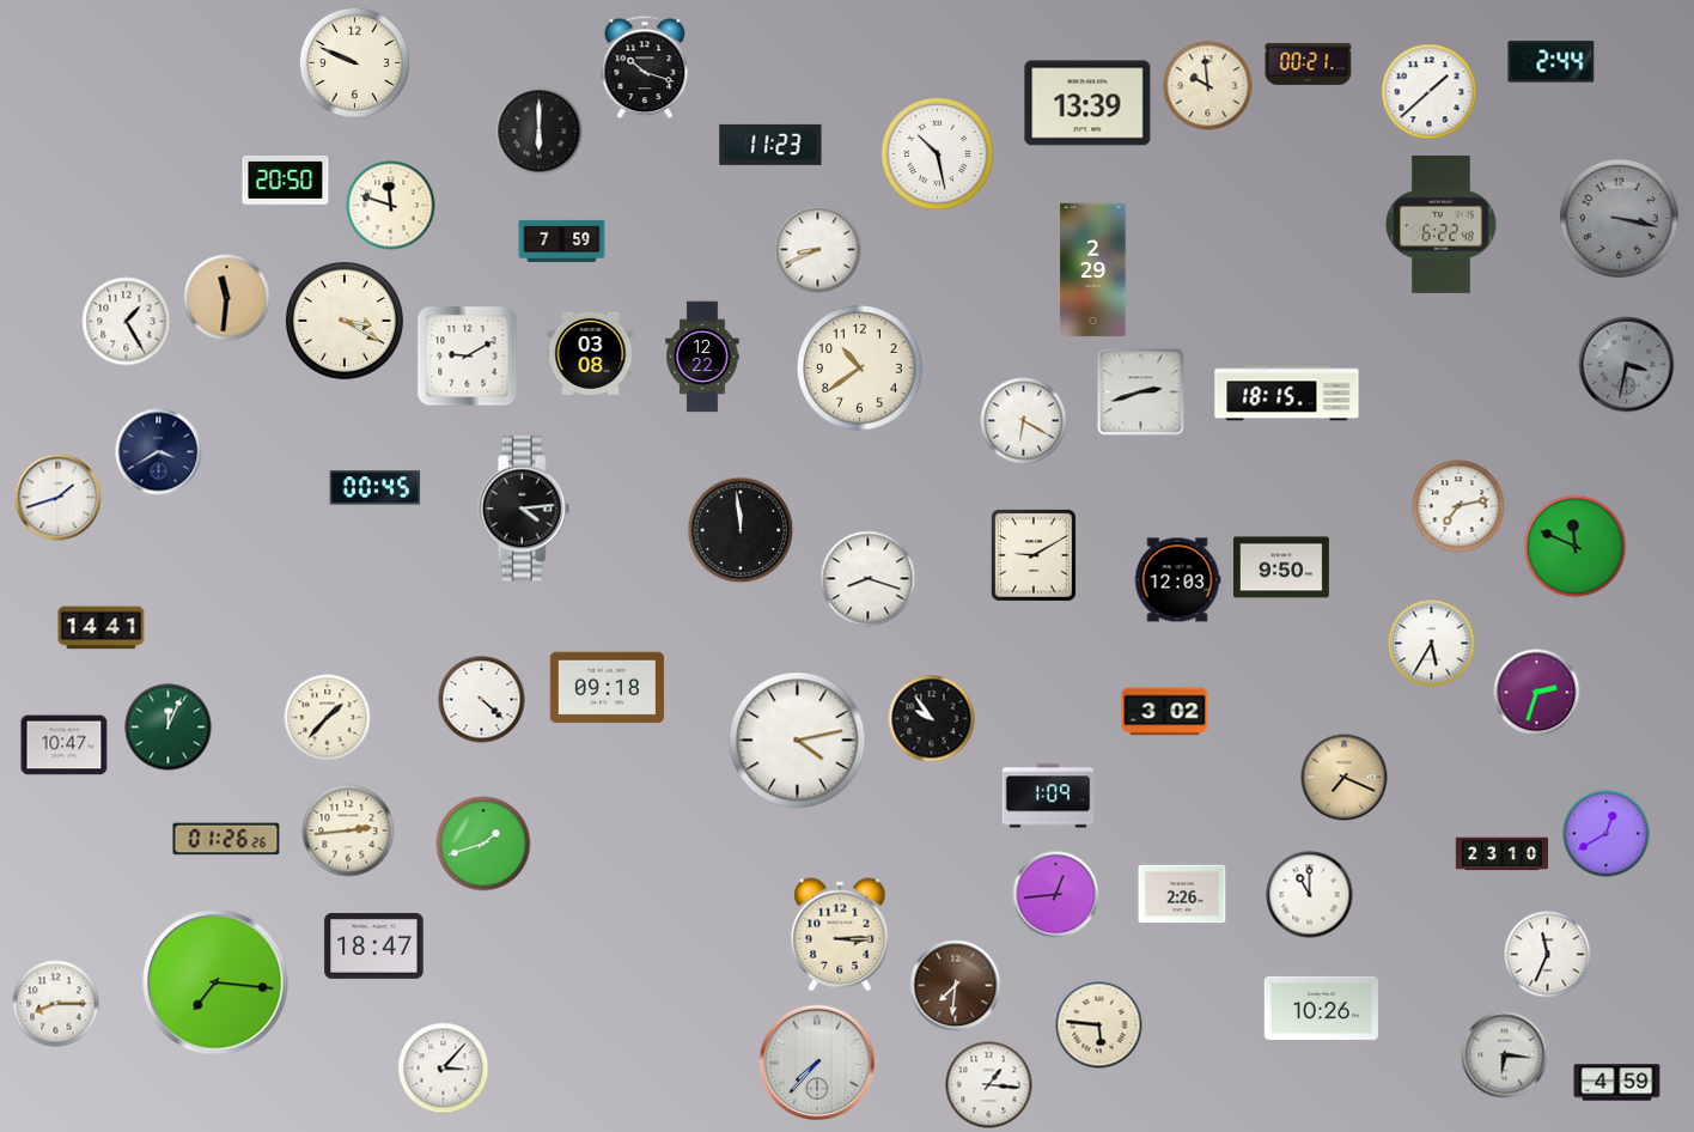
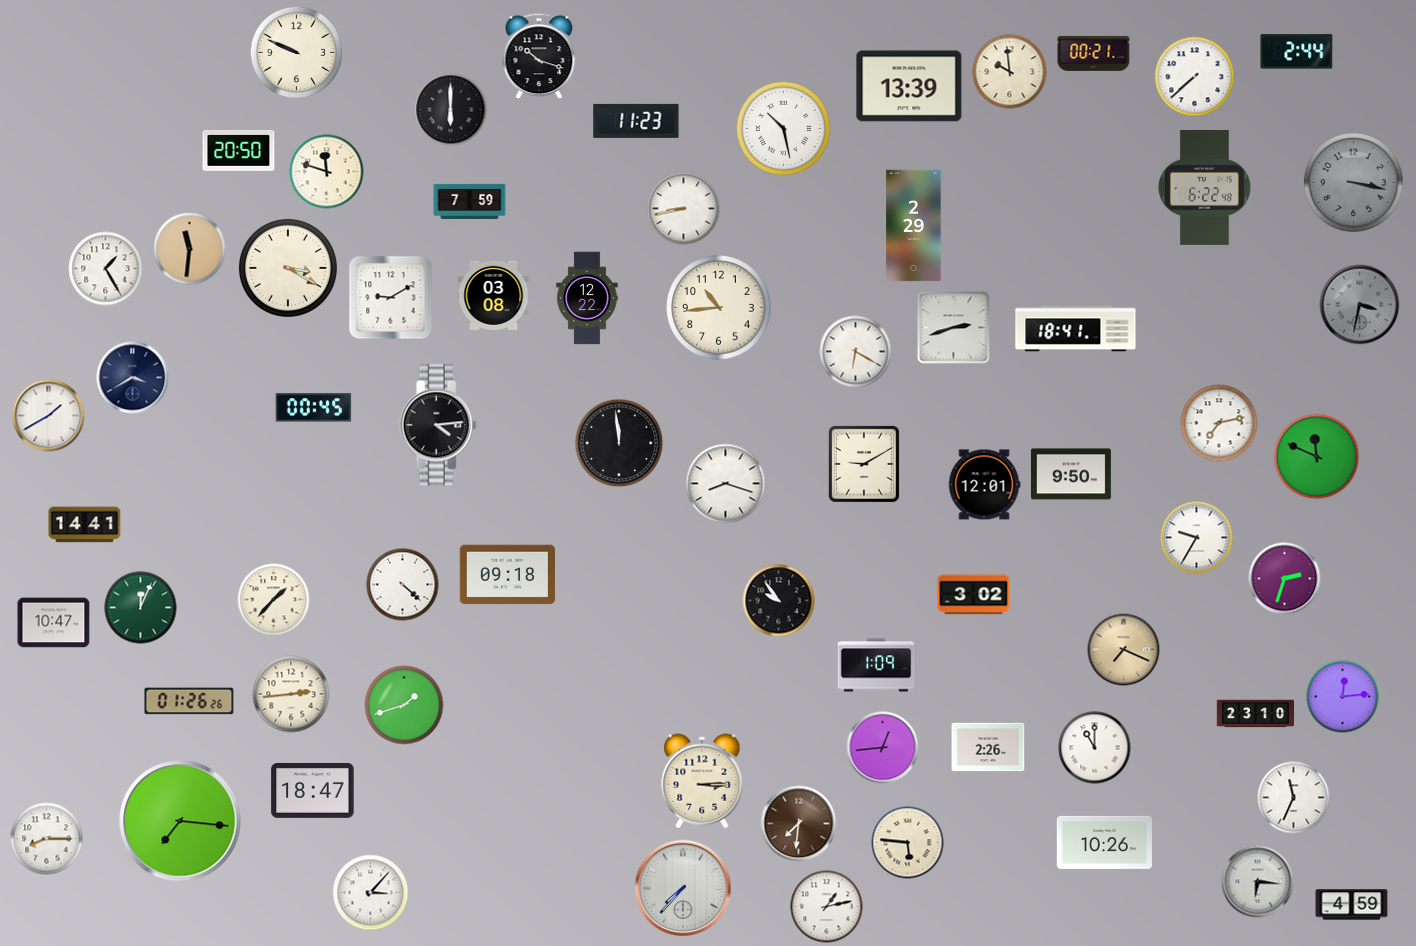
clock at (1430, 92): 1:38 -> 7:38
clock at (770, 145) position: (770, 145) -> (636, 121)
clock at (818, 250): 8:41 -> 8:43
clock at (860, 369): 10:39 -> 10:44
clock at (1287, 394): 18:15 -> 18:41
clock at (59, 498): 1:42 -> 1:40
clock at (1177, 580): 12:03 -> 12:01
clock at (1432, 644): 5:35 -> 9:35
clock at (798, 741): 4:13 -> none
clock at (1607, 834): 12:40 -> 12:14
clock at (1099, 1026) position: (1099, 1026) -> (908, 843)
clock at (989, 1085): 1:16 -> 1:13
